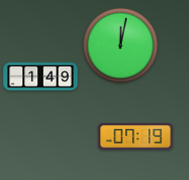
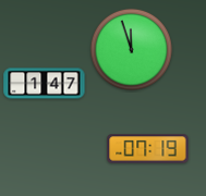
clock at (120, 45): 12:02 -> 11:57
clock at (41, 77): 1:49 -> 1:47
